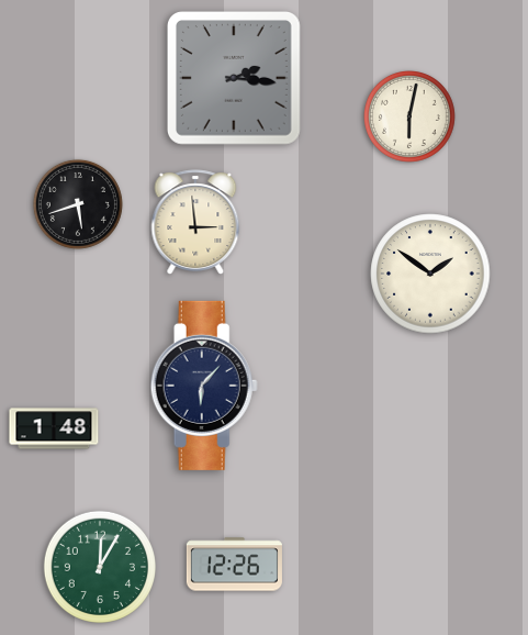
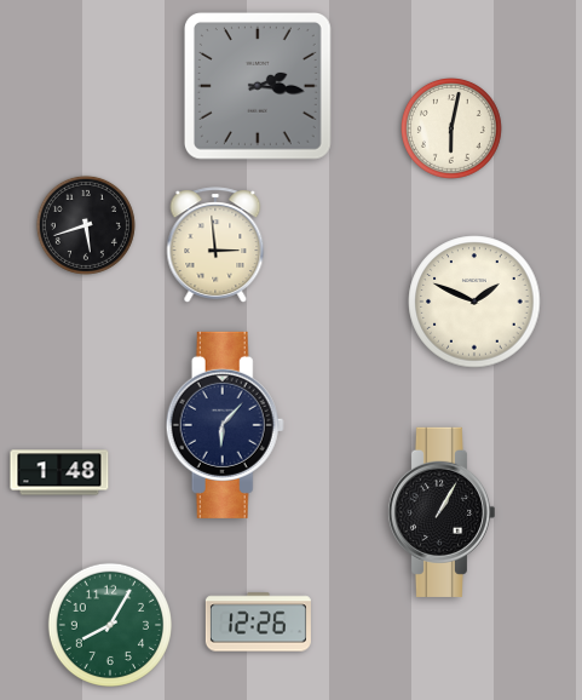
clock at (430, 274): 1:51 -> 1:49
clock at (440, 512): none -> 1:05
clock at (100, 567): 12:05 -> 8:05
